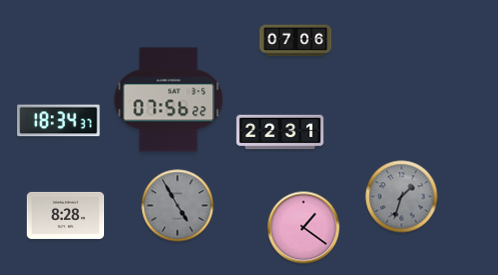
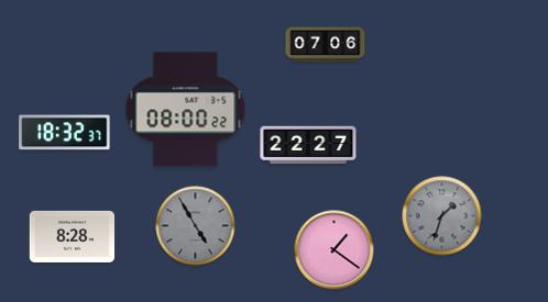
clock at (169, 100): 07:56 -> 08:00
clock at (59, 121): 18:34 -> 18:32
clock at (280, 132): 22:31 -> 22:27
